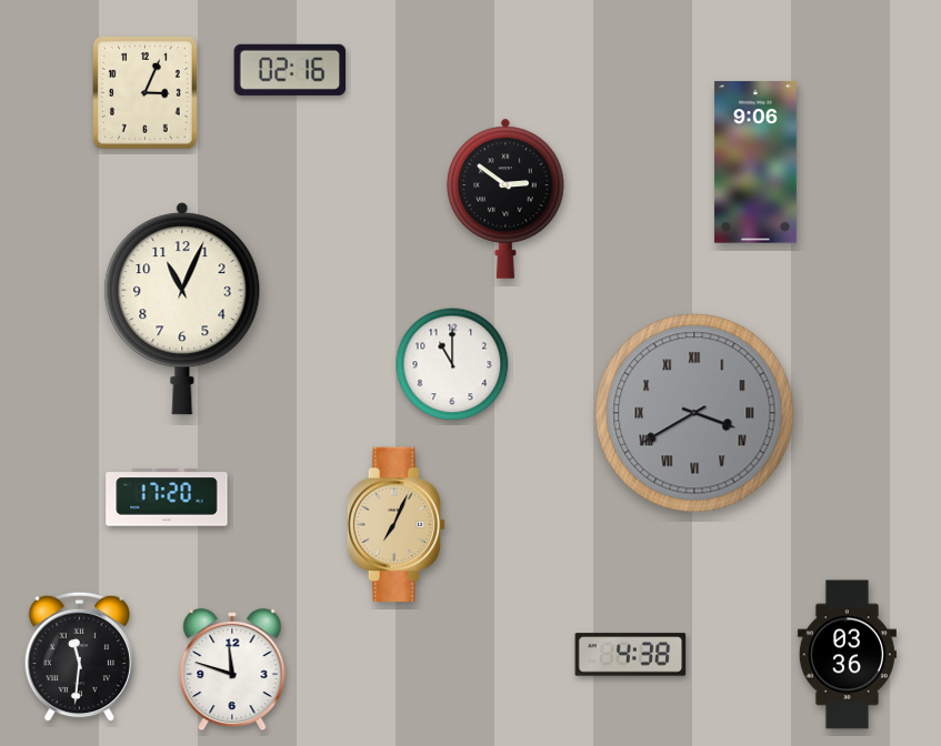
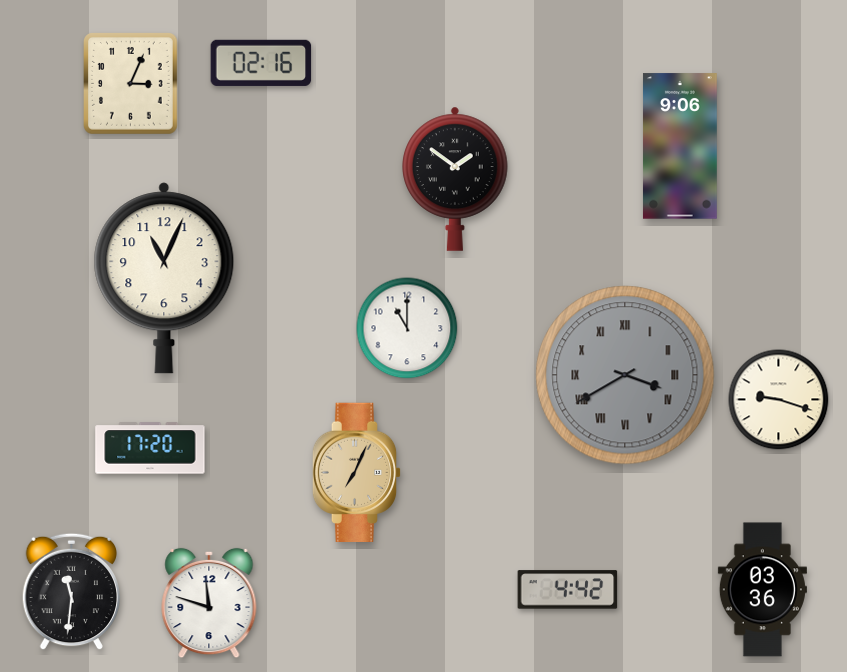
clock at (505, 199): 2:51 -> 1:51
clock at (694, 413) position: (694, 413) -> (625, 375)
clock at (779, 400): none -> 9:18
clock at (631, 655): 4:38 -> 4:42
